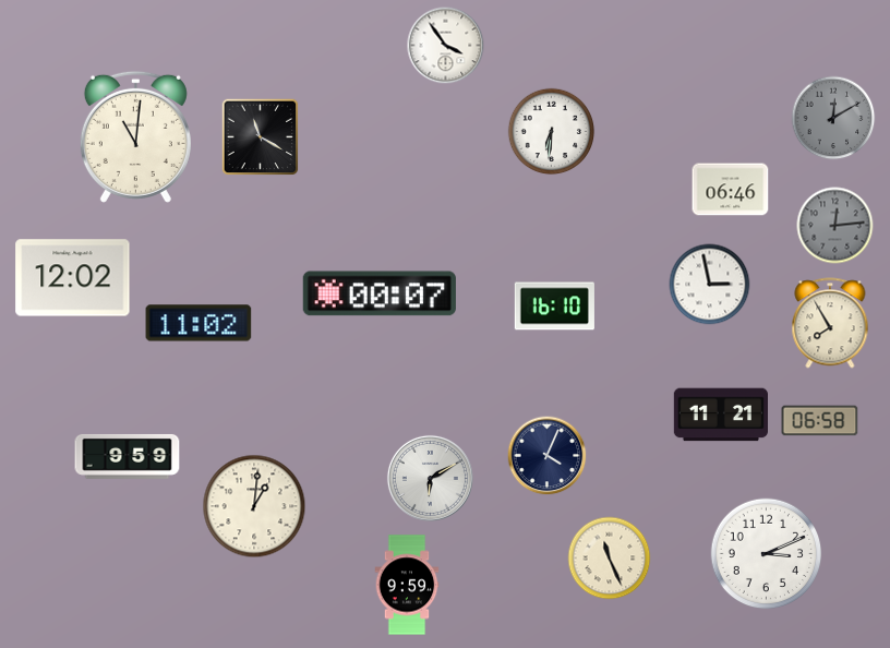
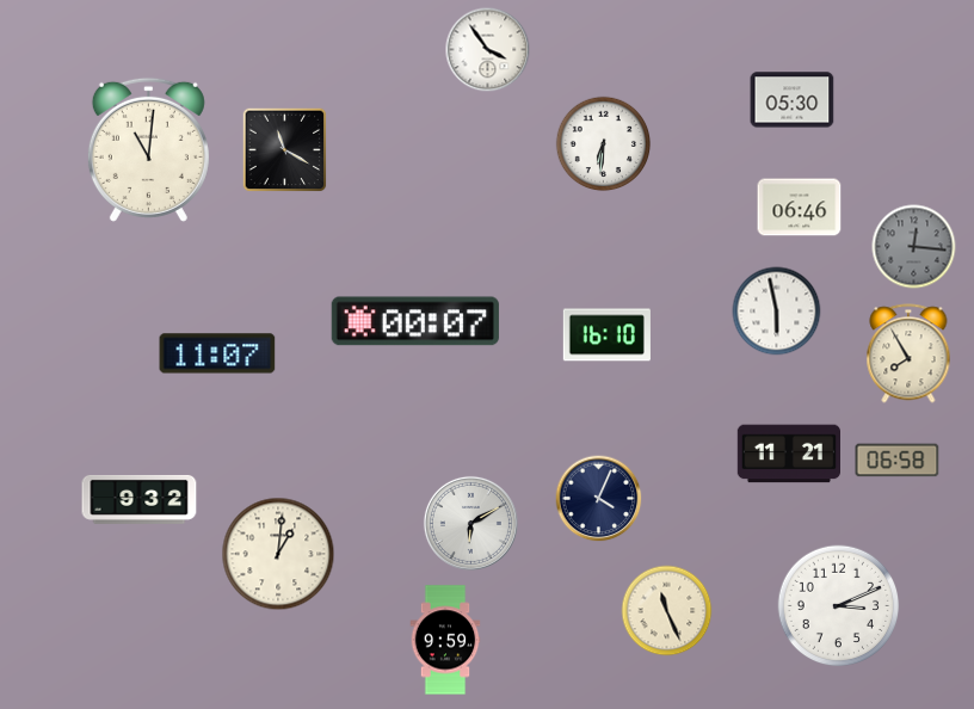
clock at (793, 100): none -> 05:30
clock at (833, 118): 12:10 -> none
clock at (835, 226): 12:14 -> 12:16
clock at (73, 278): 12:02 -> none
clock at (710, 285): 2:58 -> 5:58
clock at (199, 323): 11:02 -> 11:07
clock at (128, 456): 9:59 -> 9:32
